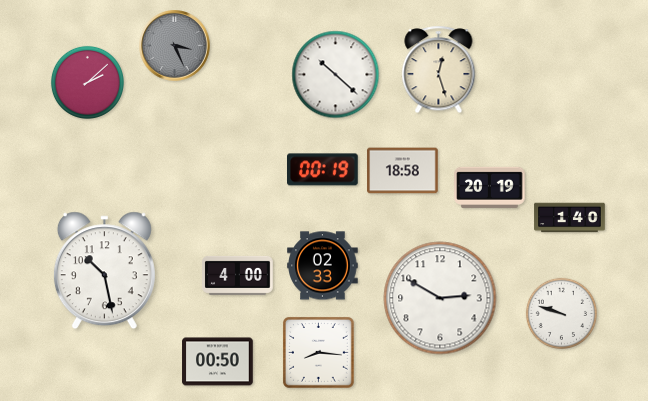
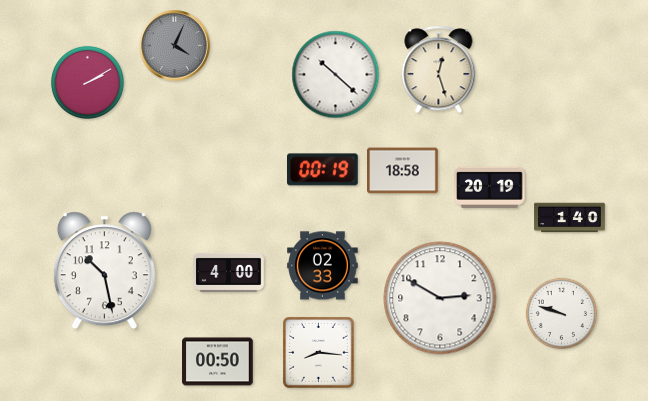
clock at (175, 46): 3:26 -> 4:04
clock at (87, 82): 2:08 -> 2:10
clock at (238, 275) position: (238, 275) -> (229, 272)
